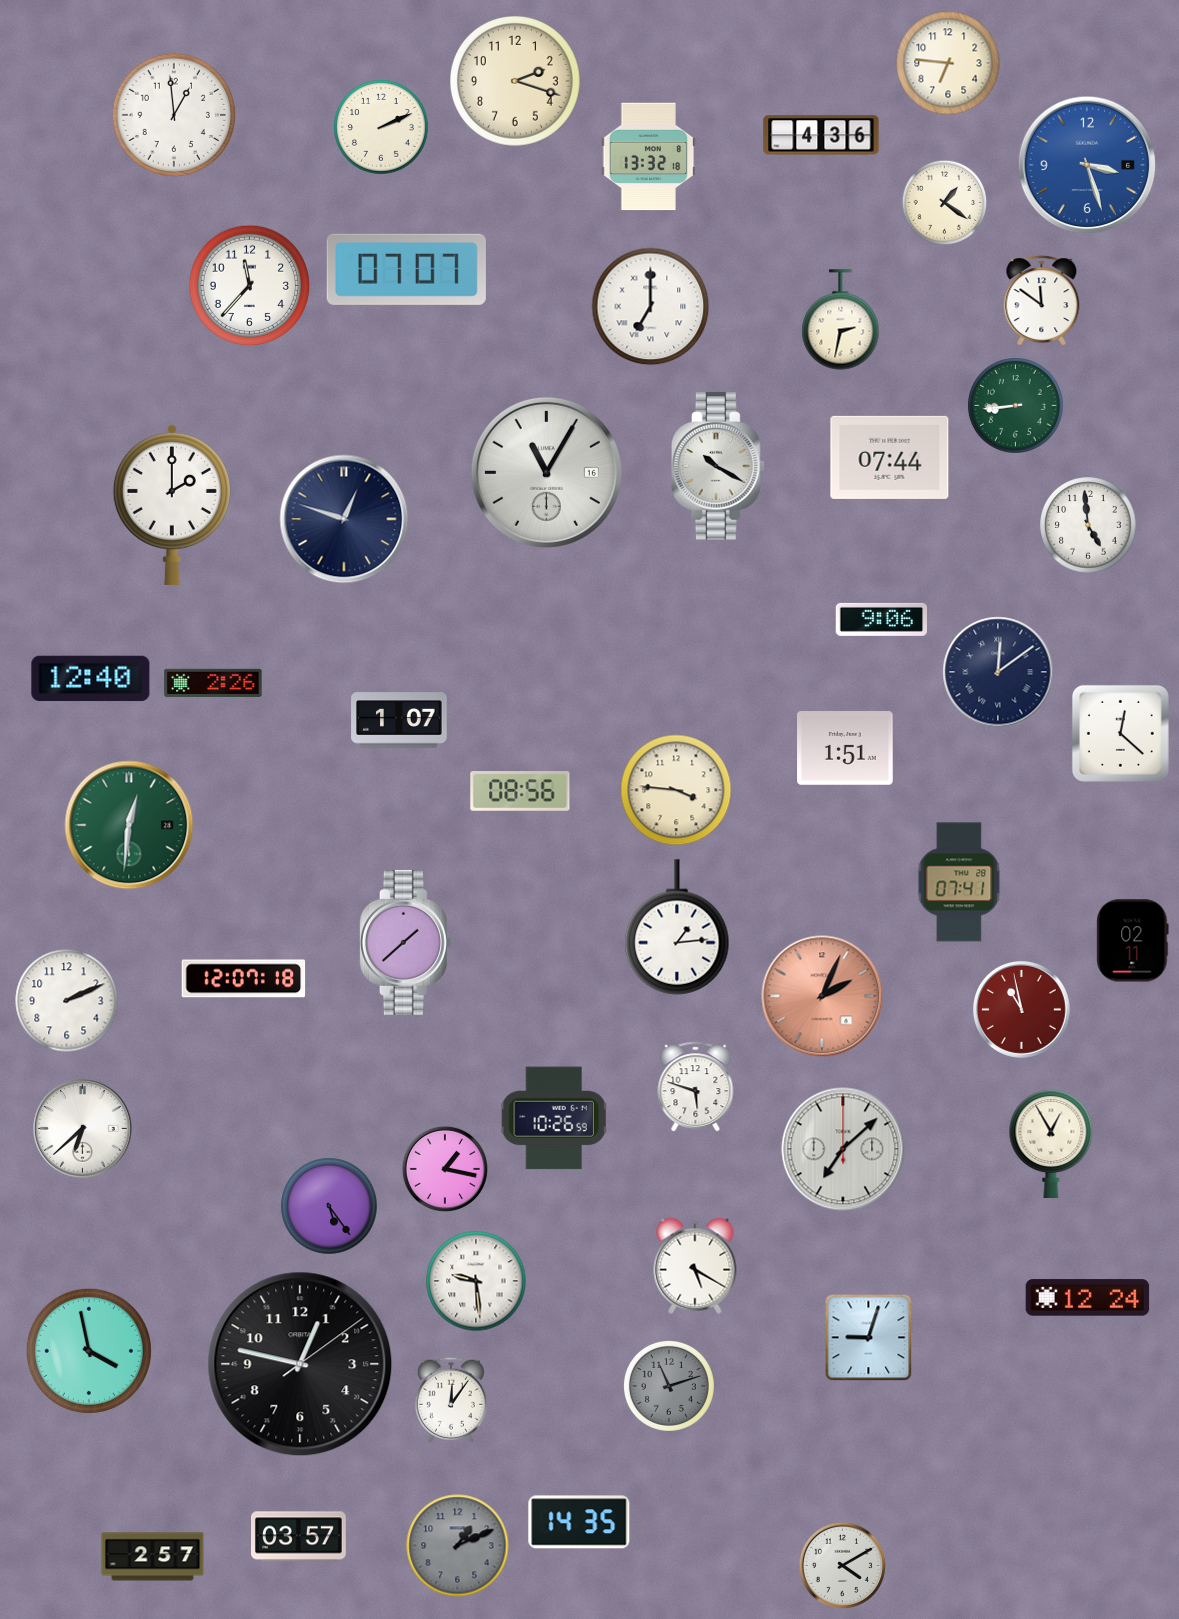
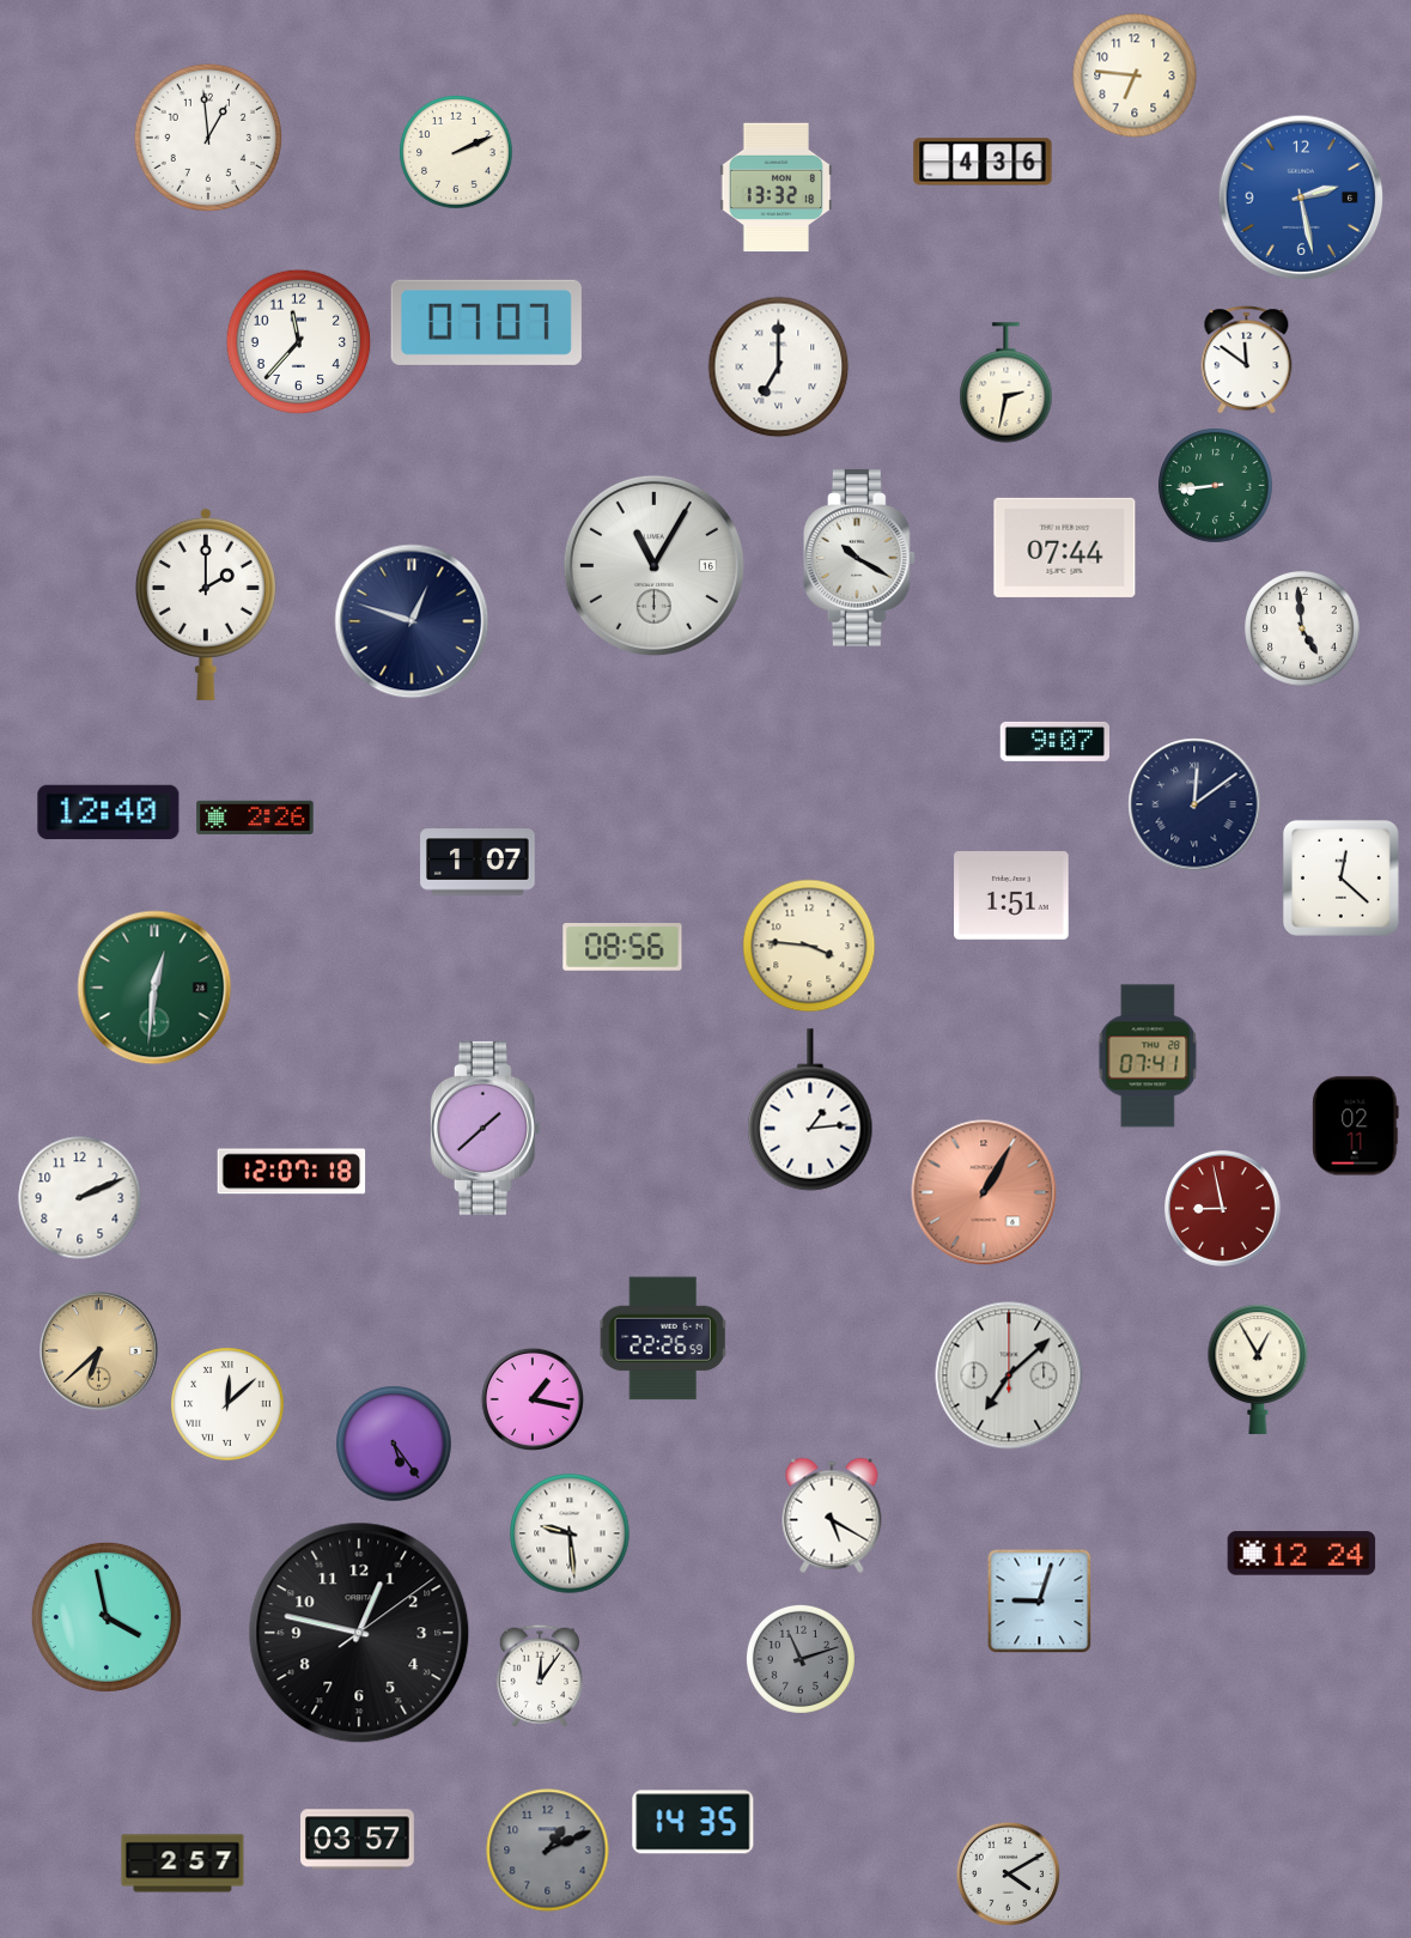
clock at (515, 81): 2:18 -> none
clock at (1087, 165): 3:27 -> 2:28
clock at (945, 203): 1:21 -> none
clock at (881, 619): 9:06 -> 9:07
clock at (822, 996): 2:04 -> 1:05
clock at (1022, 1010): 10:58 -> 8:58
clock at (696, 1087): 5:48 -> none
clock at (554, 1118): 10:26 -> 22:26
clock at (83, 1129) dial: white -> champagne
clock at (227, 1404): none -> 12:08
